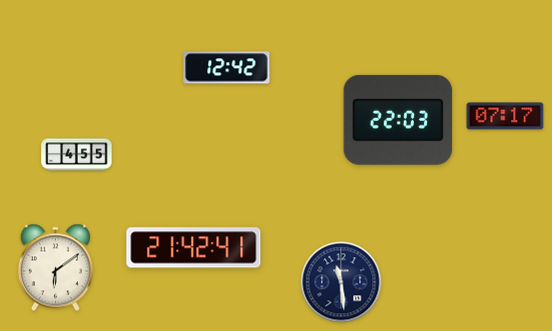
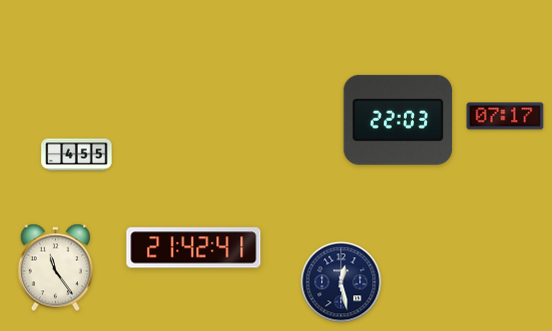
clock at (227, 68): 12:42 -> none
clock at (55, 268): 6:09 -> 11:24
clock at (341, 282): 11:29 -> 12:28
